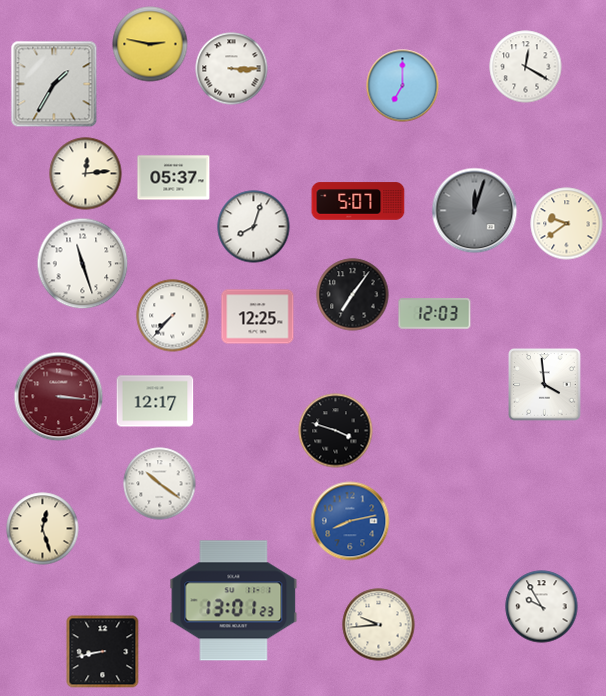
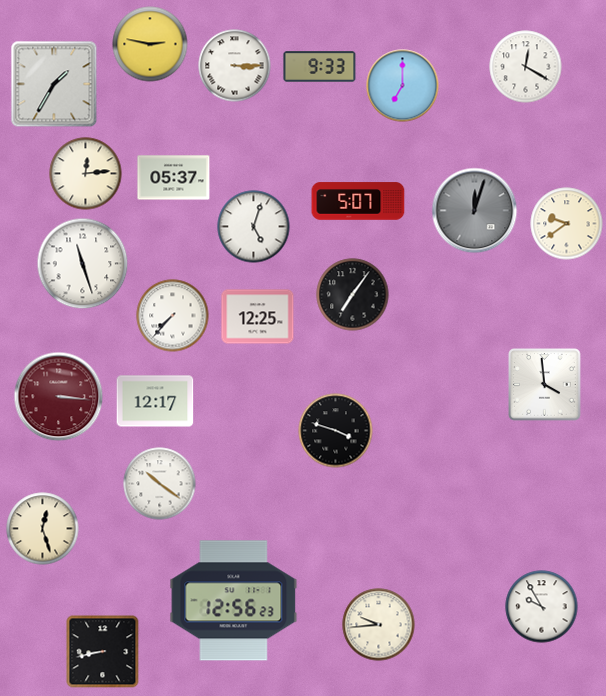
clock at (320, 67): none -> 9:33
clock at (232, 69) position: (232, 69) -> (235, 66)
clock at (254, 227): 8:03 -> 5:03
clock at (435, 314): 12:03 -> none
clock at (350, 521): 8:13 -> none
clock at (234, 601): 13:01 -> 12:56
